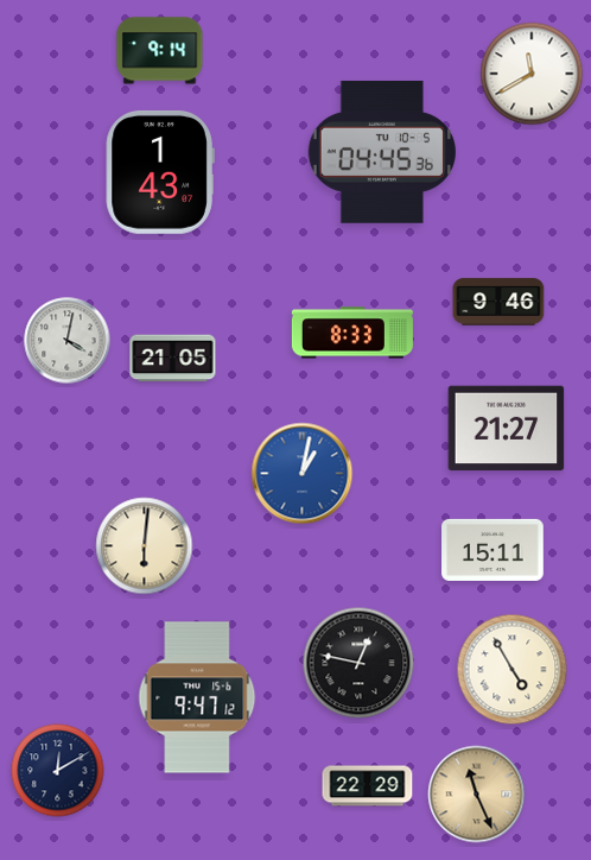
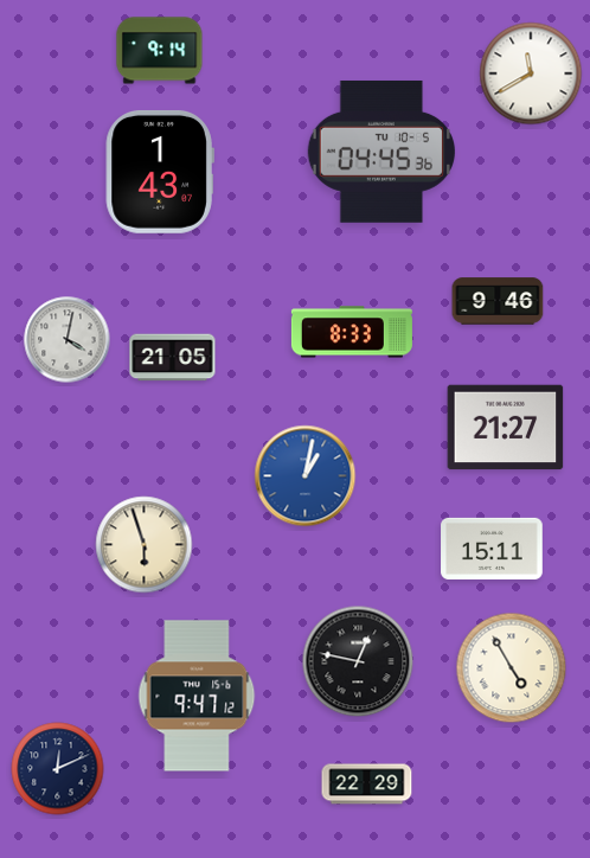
clock at (303, 474) position: (303, 474) -> (306, 476)
clock at (145, 546): 6:01 -> 5:57
clock at (58, 771): 12:10 -> 12:11
clock at (477, 795): 11:26 -> none
